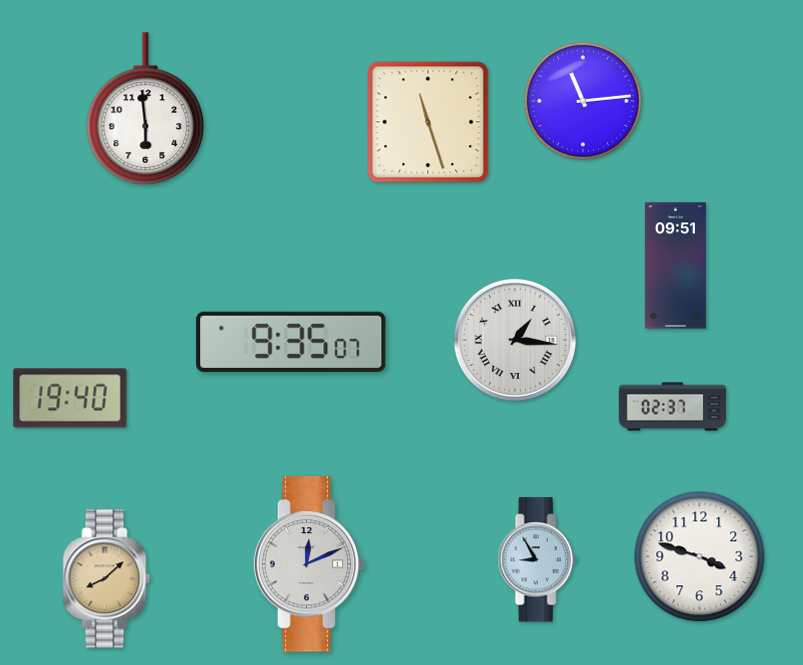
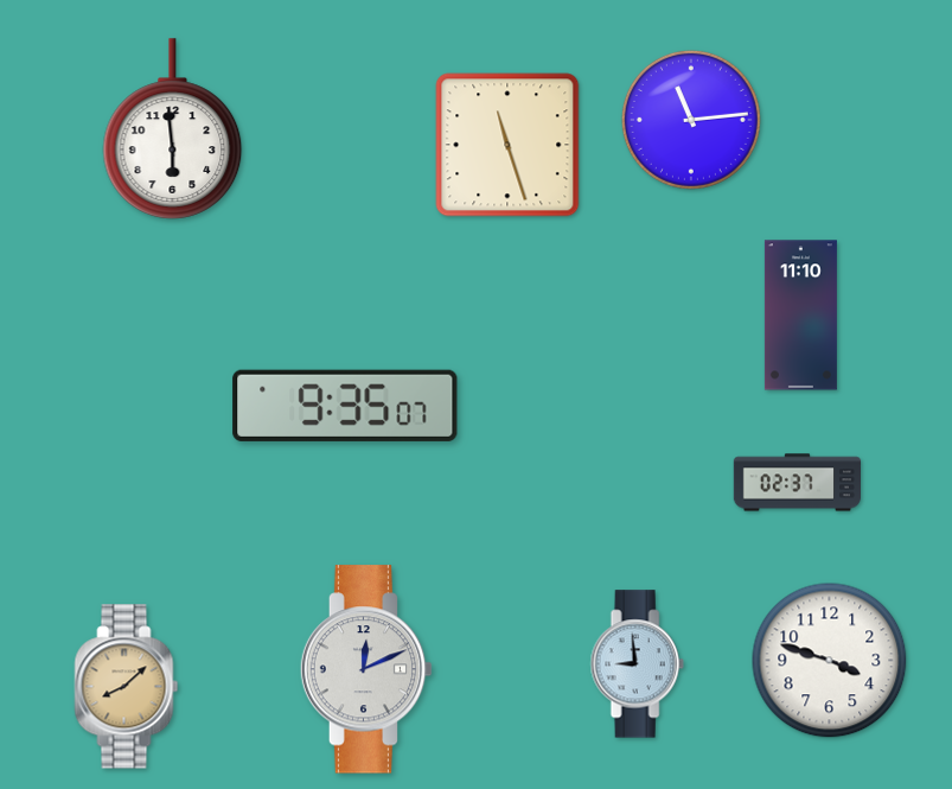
clock at (675, 266): 09:51 -> 11:10
clock at (515, 340): 1:16 -> none
clock at (70, 398): 19:40 -> none
clock at (537, 560): 8:55 -> 8:59
